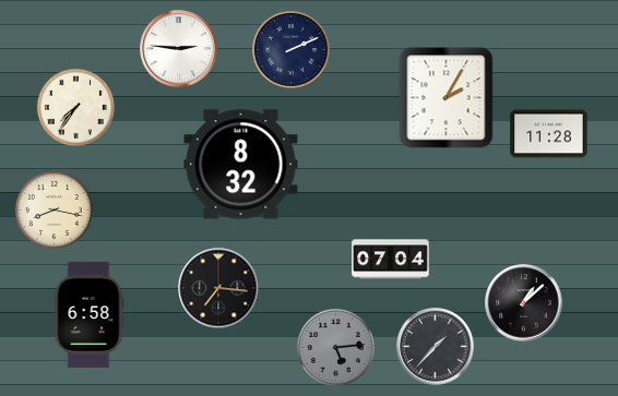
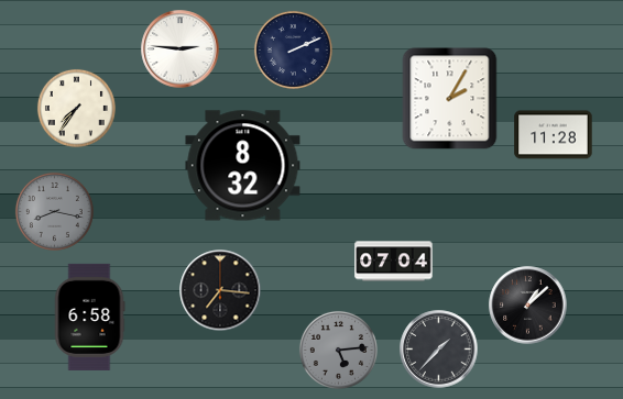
clock at (54, 209) dial: cream -> grey
